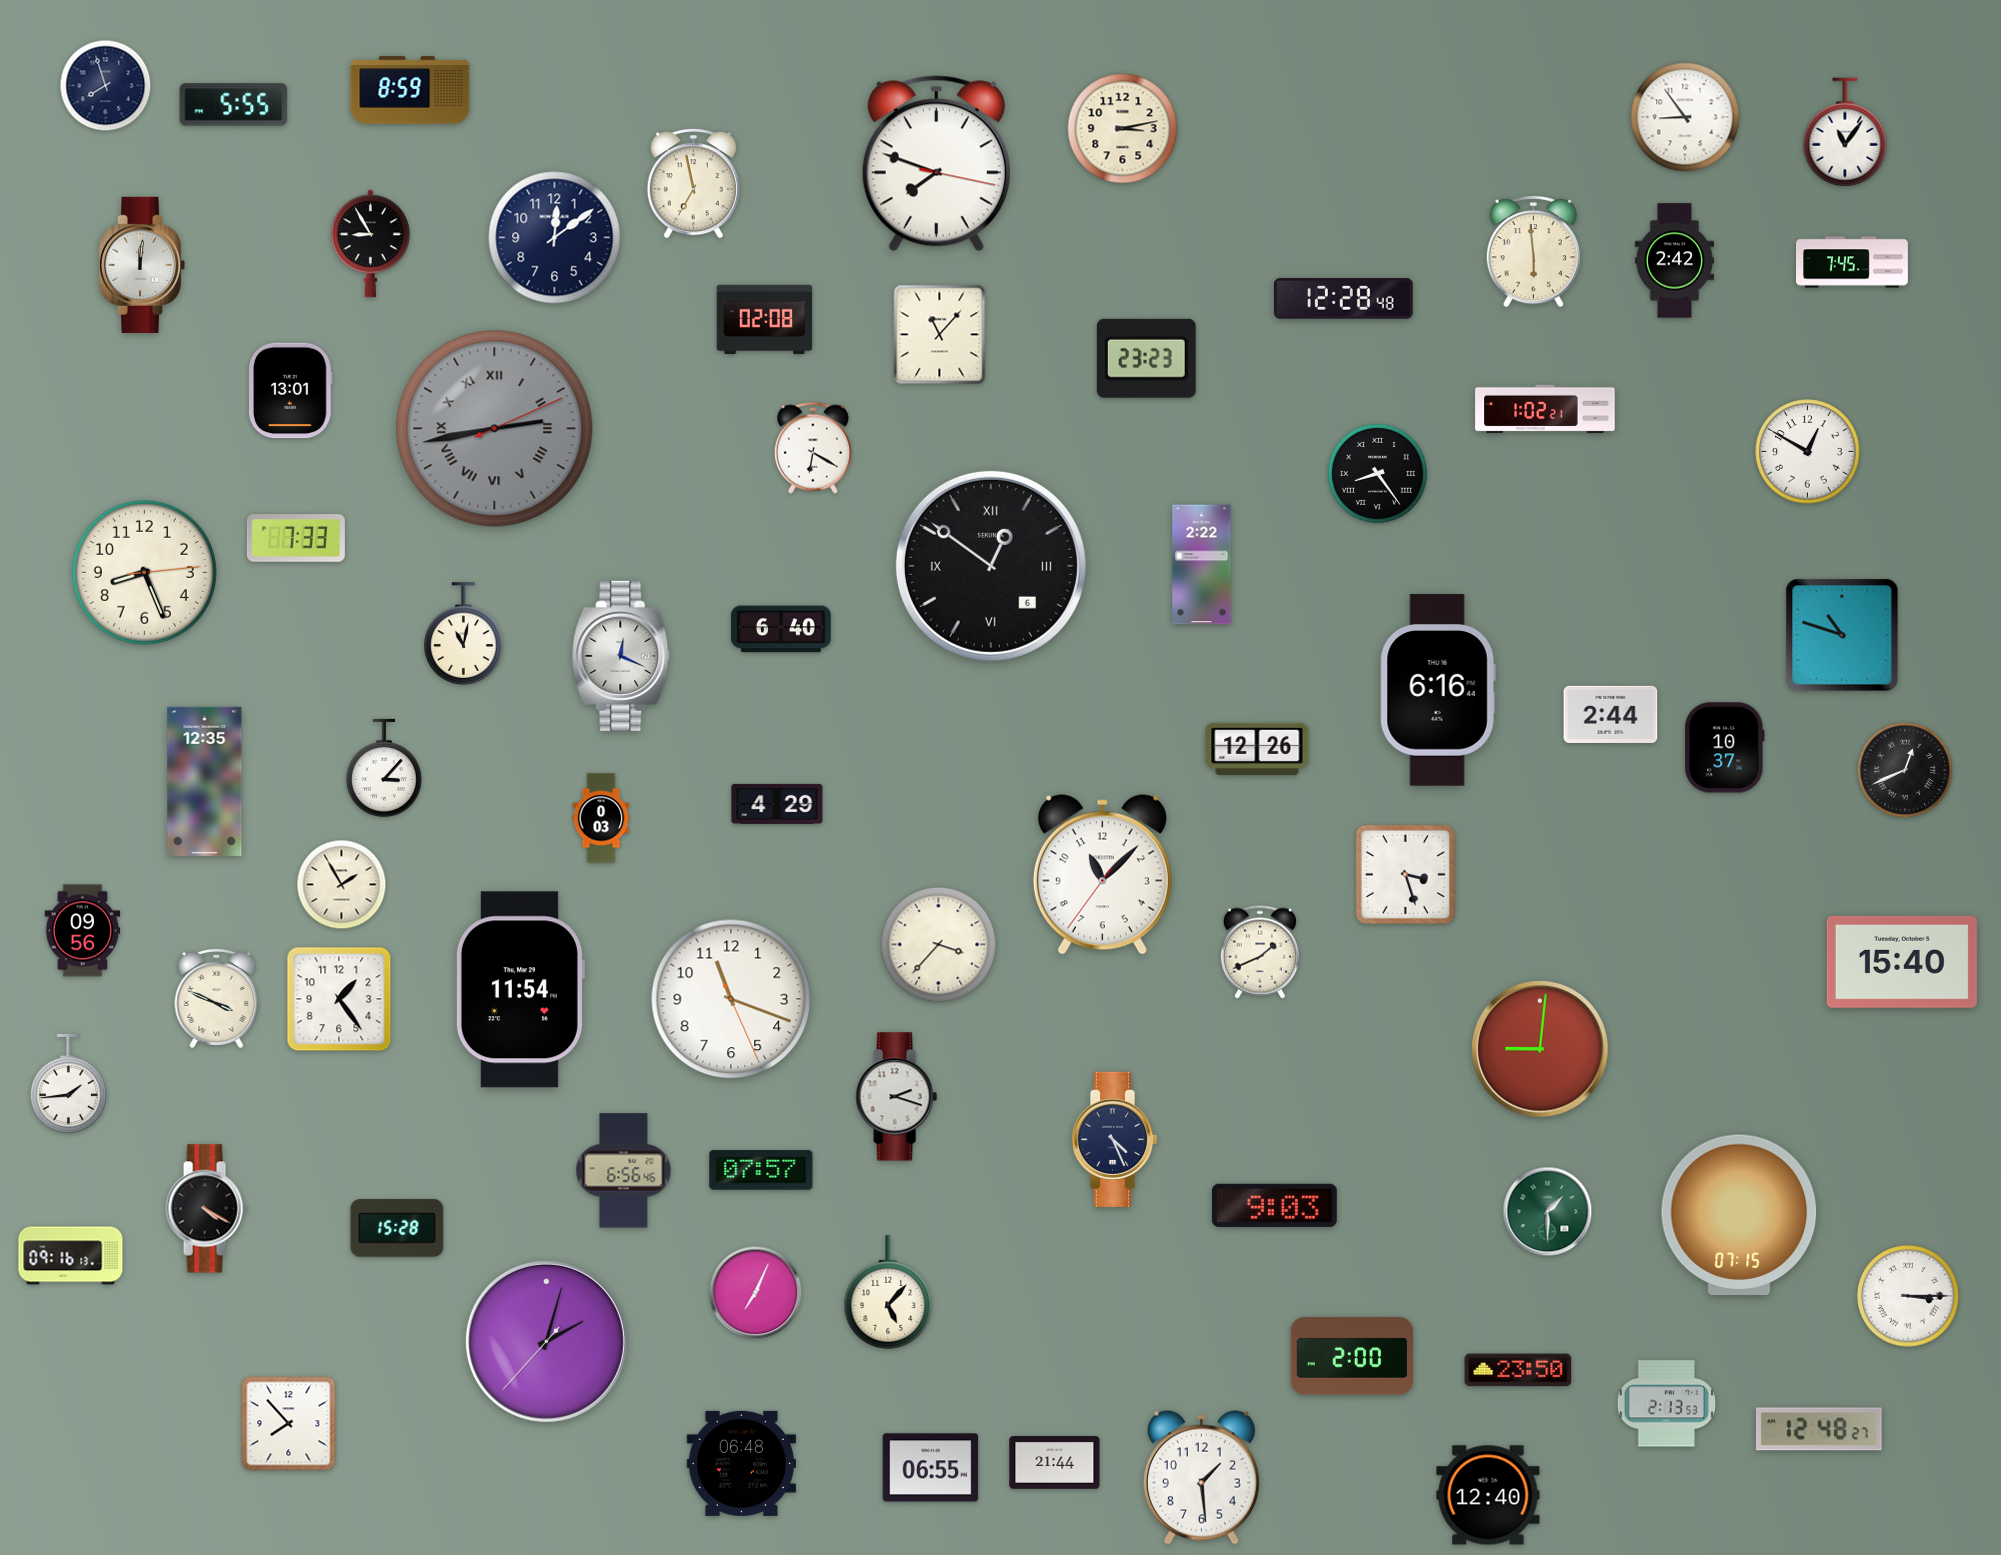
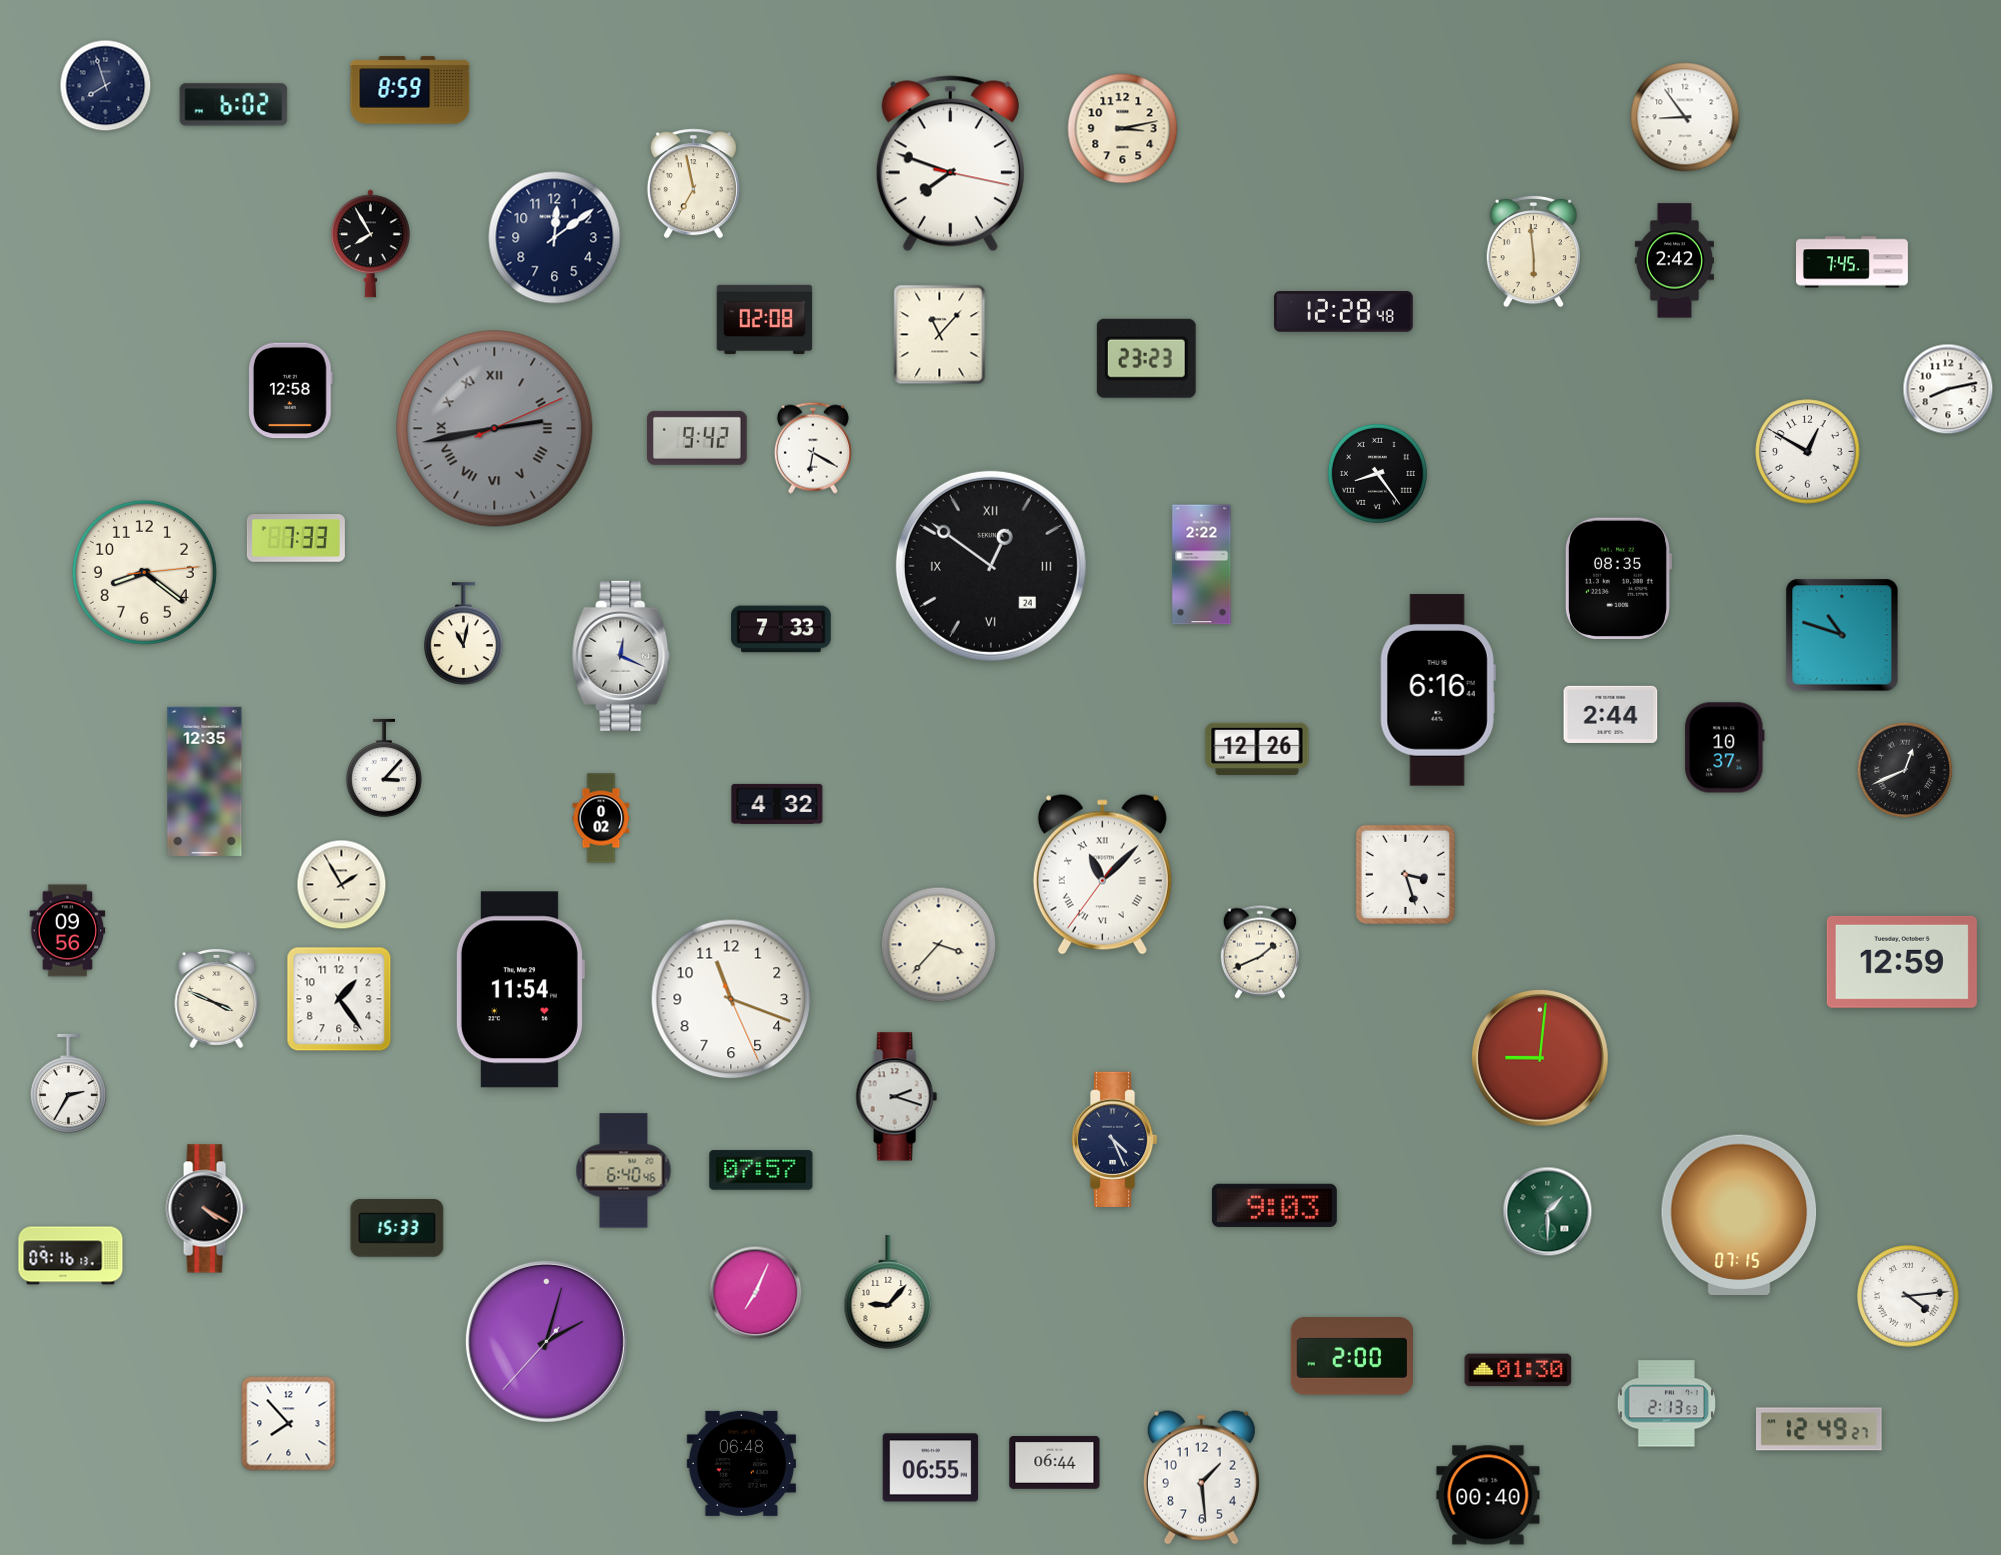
clock at (234, 105): 5:55 -> 6:02
clock at (1845, 132): 11:06 -> none
clock at (936, 164) position: (936, 164) -> (950, 164)
clock at (370, 244): 8:55 -> 7:55
clock at (142, 265): 12:01 -> none
clock at (1344, 299) position: (1344, 299) -> (1344, 312)
clock at (1948, 389): none -> 8:13
clock at (291, 391): 13:01 -> 12:58
clock at (1545, 409): 1:02 -> none
clock at (698, 438): none -> 9:42
clock at (991, 566) date: 6 -> 24
clock at (144, 572): 8:26 -> 8:21
clock at (1618, 579): none -> 08:35
clock at (781, 629): 6:40 -> 7:33
clock at (777, 804): 4:29 -> 4:32
clock at (601, 818): 0:03 -> 0:02
clock at (1102, 875) numerals: Arabic -> Roman
clock at (83, 931) position: (83, 931) -> (68, 931)
clock at (1902, 962): 15:40 -> 12:59
clock at (1540, 1049) position: (1540, 1049) -> (1540, 1058)
clock at (68, 1083): 1:44 -> 2:35
clock at (624, 1171): 6:56 -> 6:40
clock at (397, 1228): 15:28 -> 15:33
clock at (888, 1292): 5:07 -> 9:07
clock at (1909, 1297): 3:15 -> 4:14
clock at (1518, 1370): 23:50 -> 01:30
clock at (1819, 1429): 12:48 -> 12:49
clock at (1055, 1463): 21:44 -> 06:44
clock at (1488, 1495): 12:40 -> 00:40
